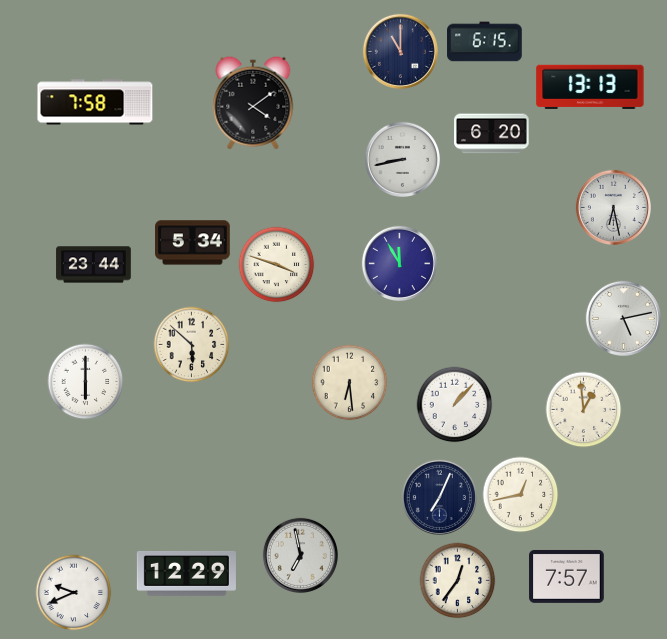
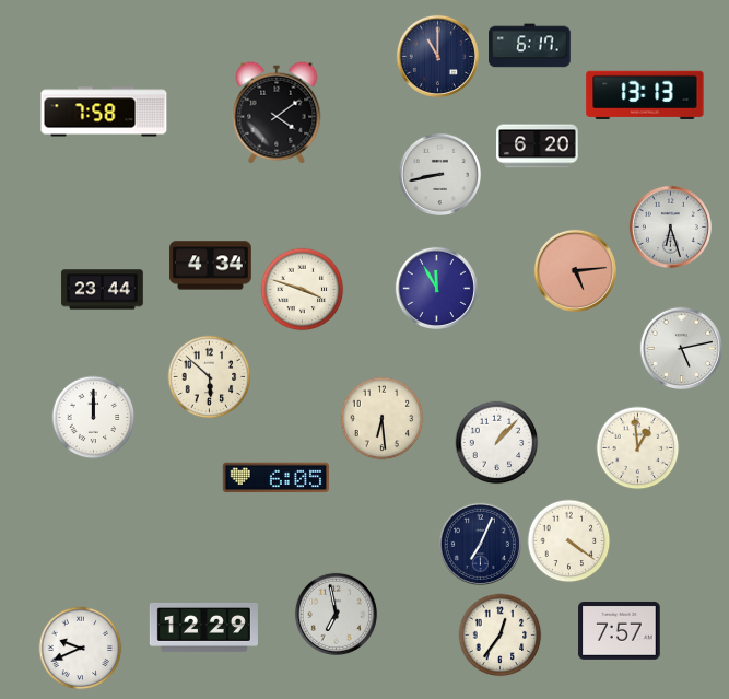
clock at (485, 42): 6:15 -> 6:17
clock at (613, 207): 6:28 -> 6:27
clock at (193, 243): 5:34 -> 4:34
clock at (575, 270): none -> 5:14
clock at (86, 382): 6:00 -> 12:00
clock at (275, 478): none -> 6:05
clock at (521, 495): 12:43 -> 4:21
clock at (300, 555) position: (300, 555) -> (336, 614)
